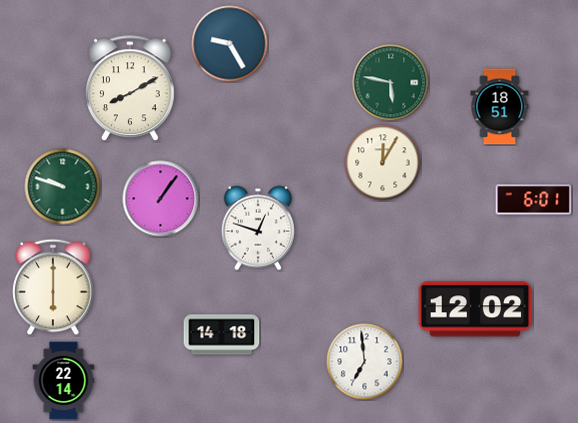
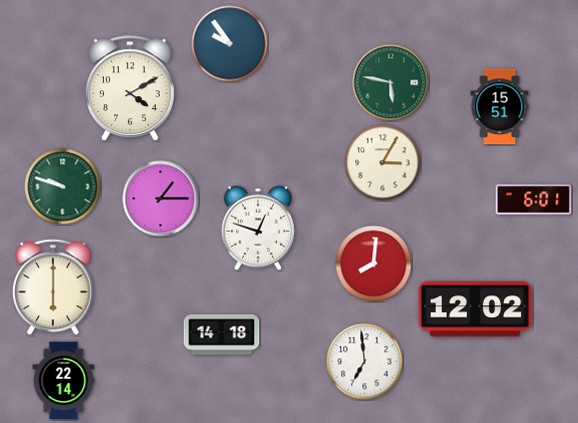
clock at (230, 44): 9:25 -> 9:54
clock at (130, 89): 8:10 -> 4:10
clock at (500, 107): 18:51 -> 15:51
clock at (383, 163): 12:05 -> 3:05
clock at (161, 199): 1:06 -> 1:15
clock at (374, 264): none -> 8:01
